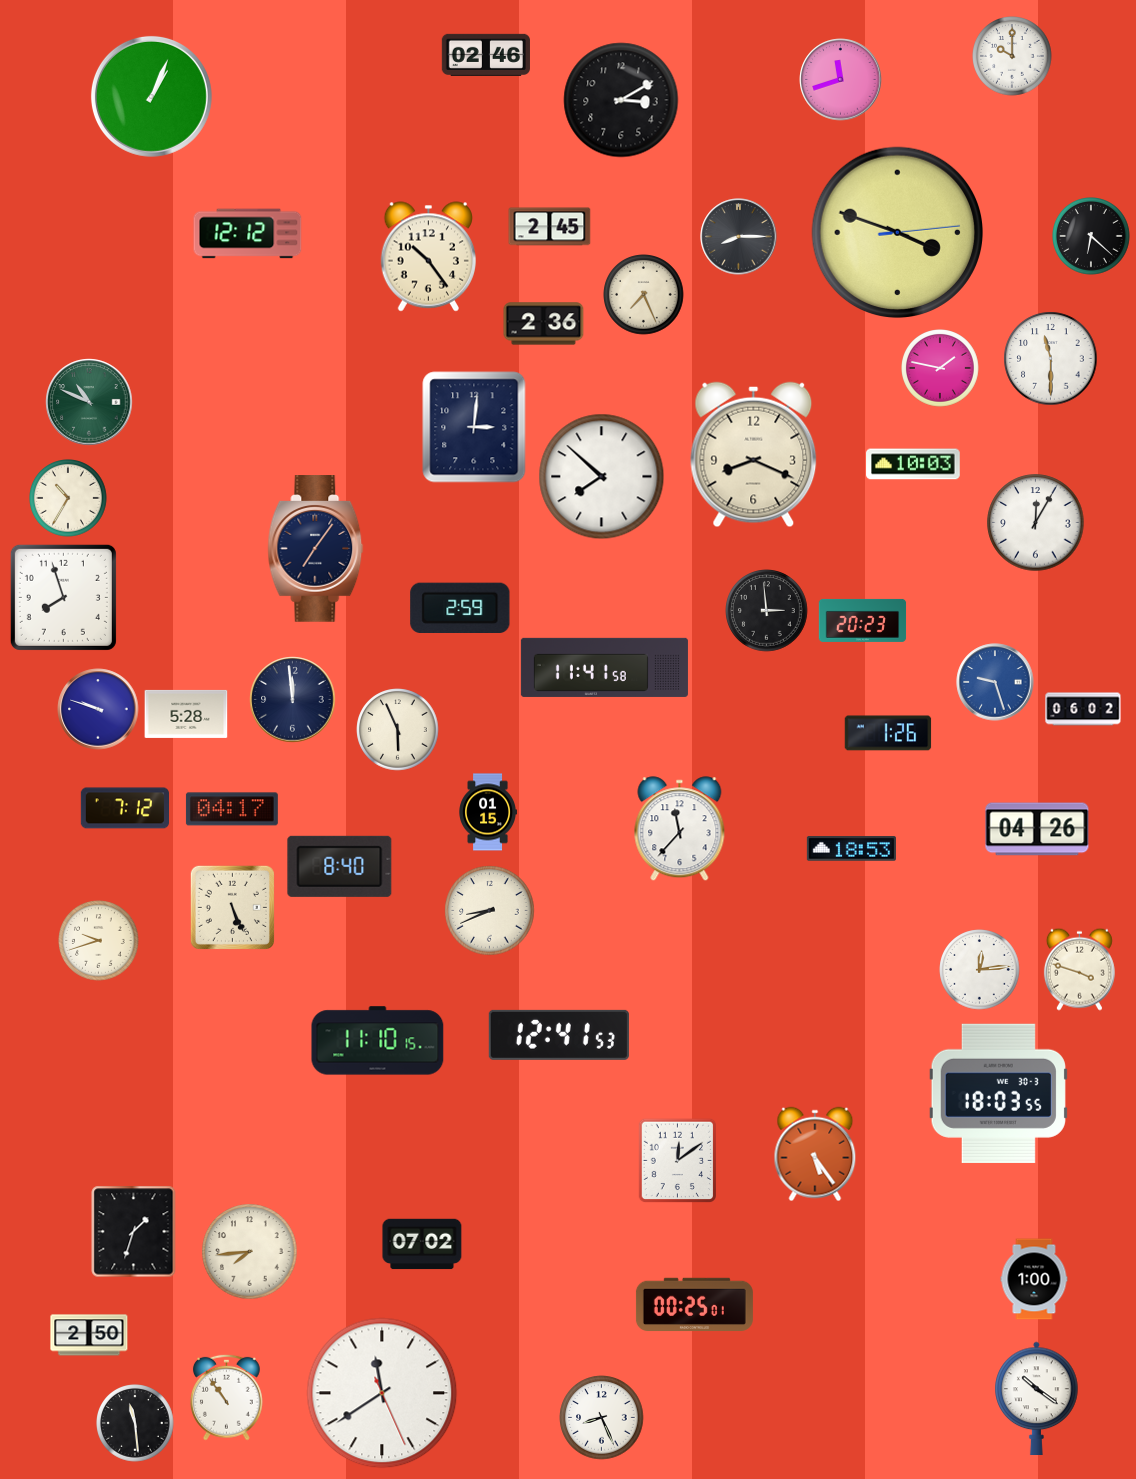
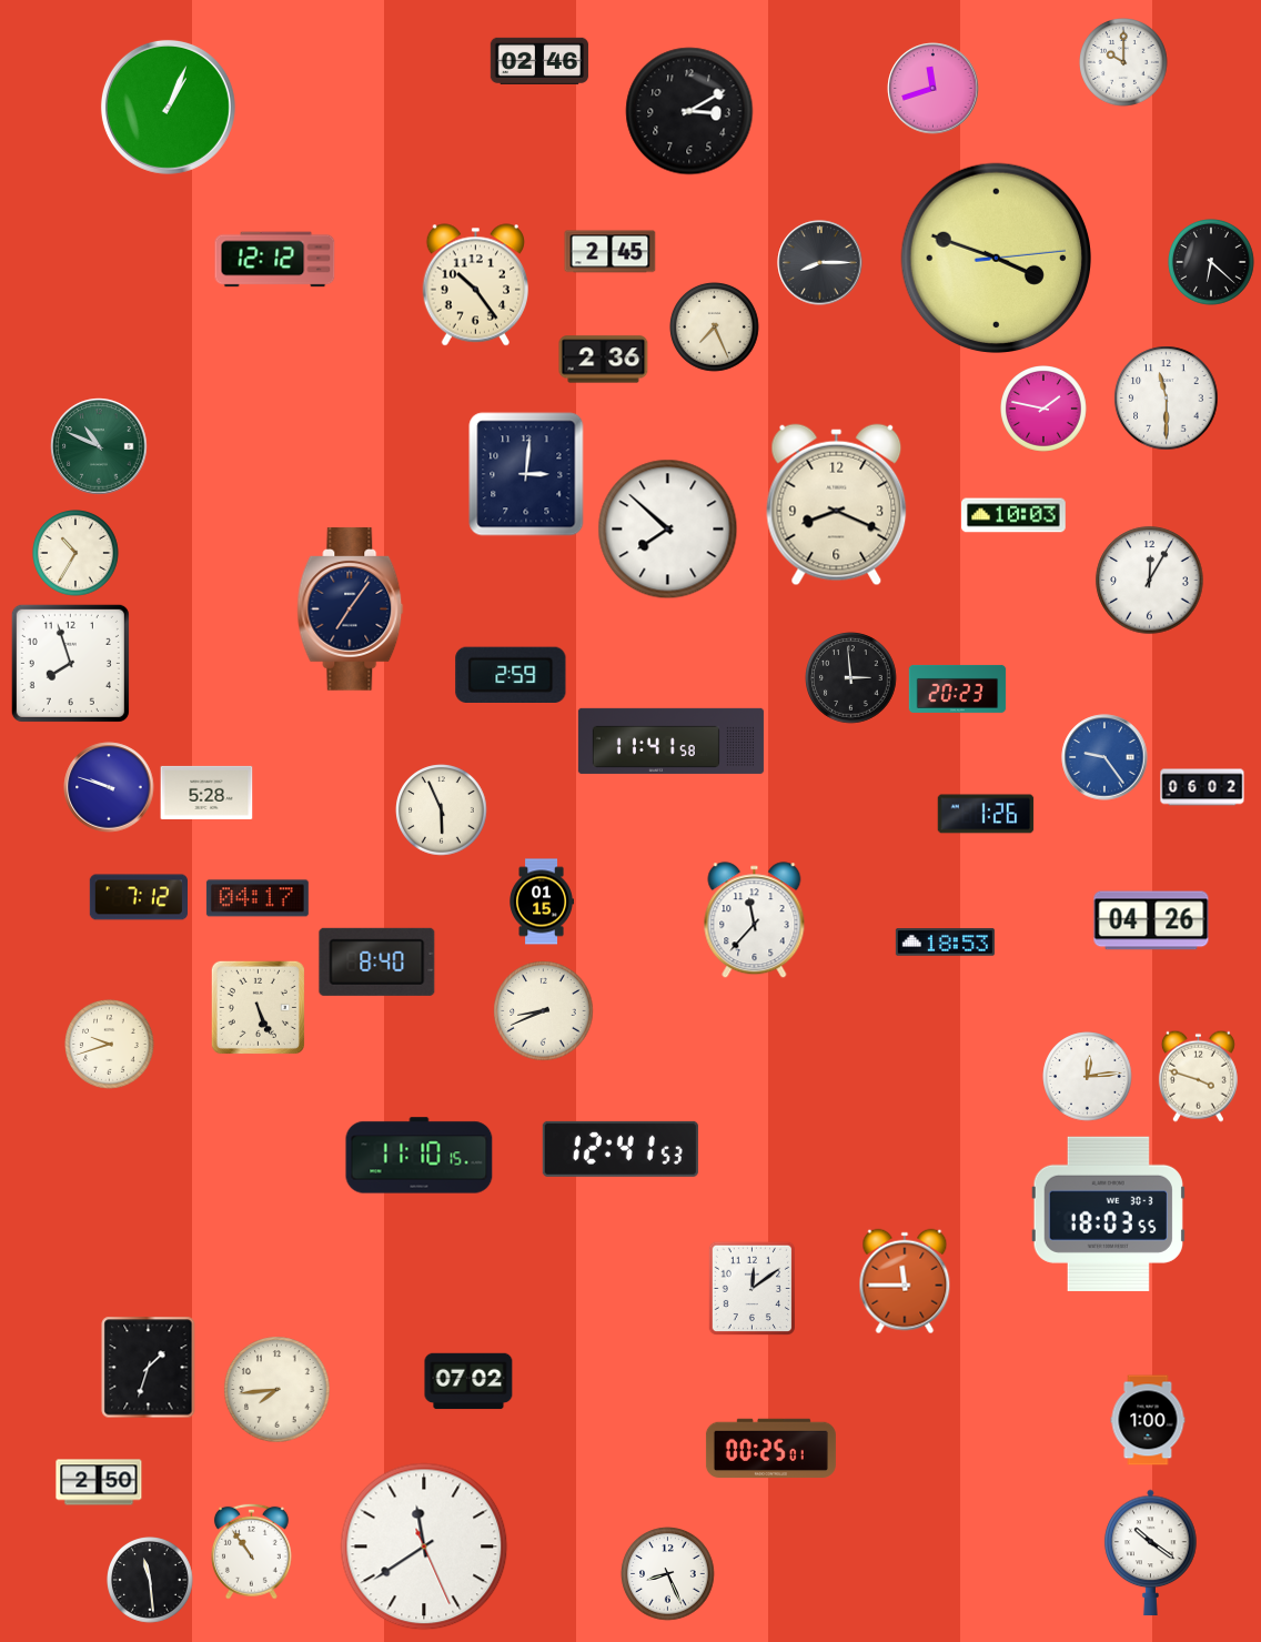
clock at (995, 682): 9:27 -> 9:24
clock at (293, 700): 11:59 -> none
clock at (815, 1154): 5:24 -> 11:45
